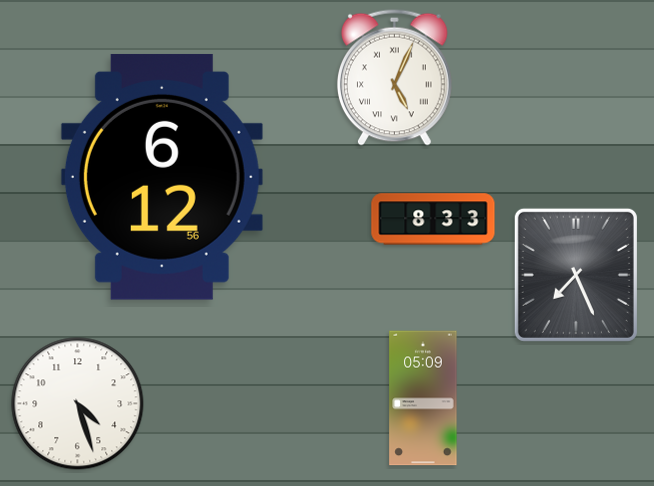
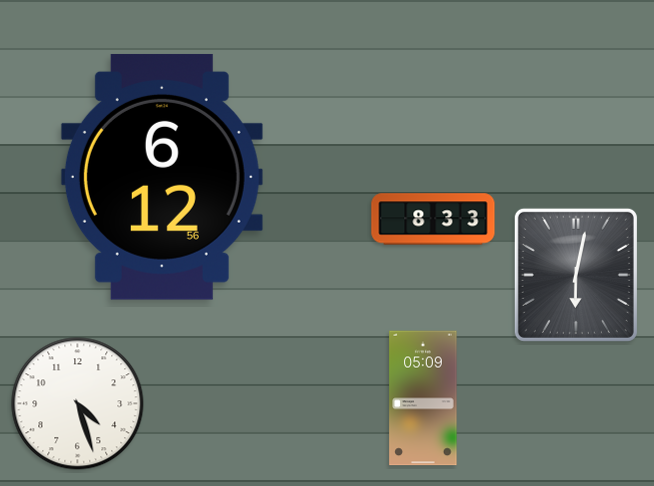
clock at (394, 77): 5:04 -> none
clock at (576, 275): 7:26 -> 6:02
